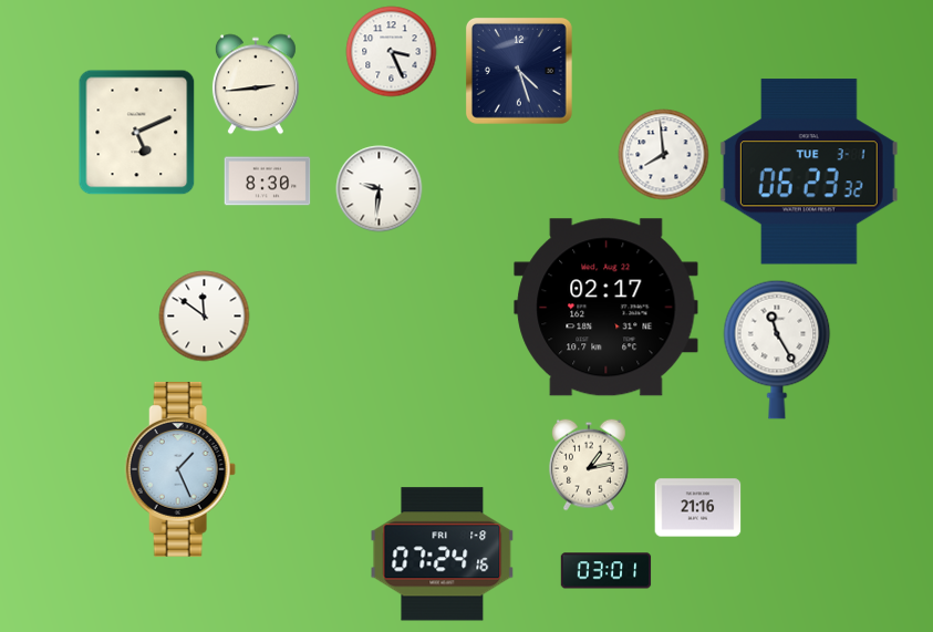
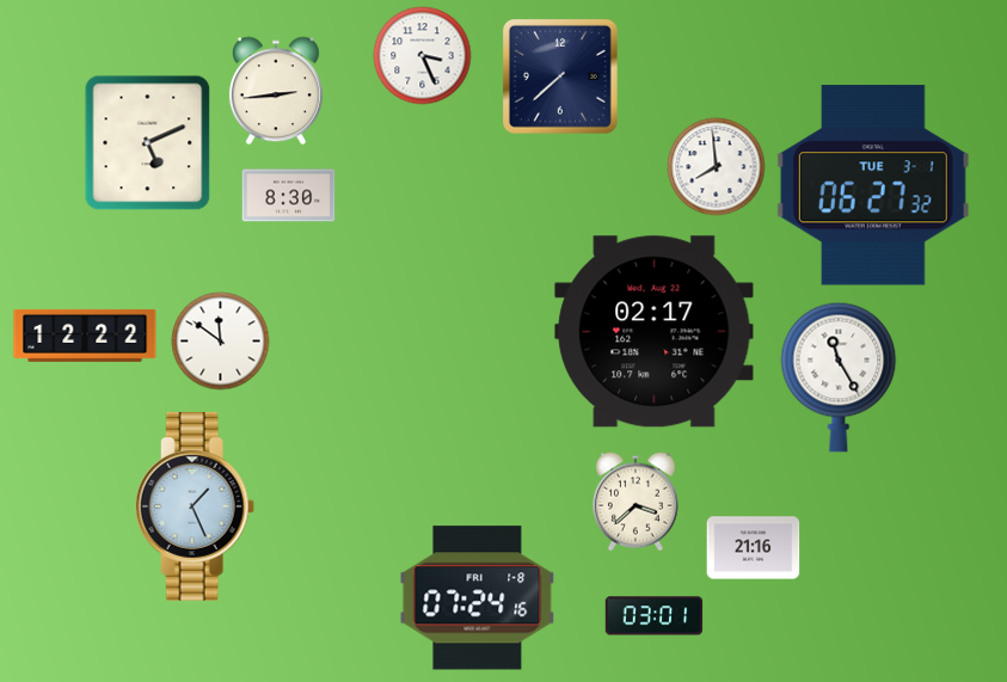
clock at (519, 71): 4:27 -> 7:38
clock at (809, 172): 06:23 -> 06:27
clock at (379, 188): 9:31 -> none
clock at (85, 336): none -> 12:22
clock at (590, 465): 1:13 -> 3:38
